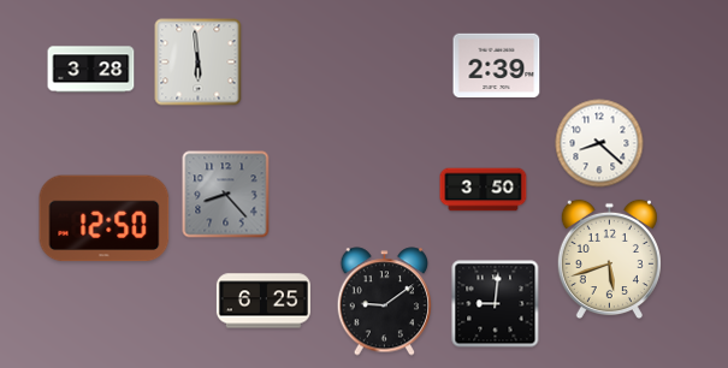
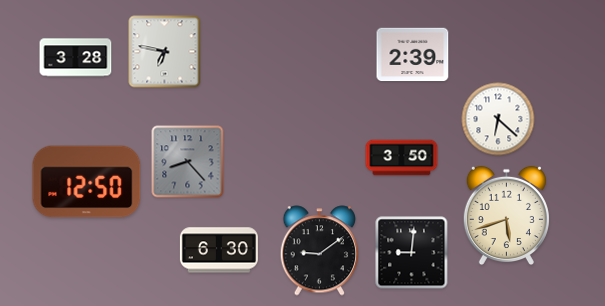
clock at (199, 63): 5:59 -> 6:47
clock at (599, 143): 8:22 -> 6:22
clock at (264, 301): 6:25 -> 6:30
